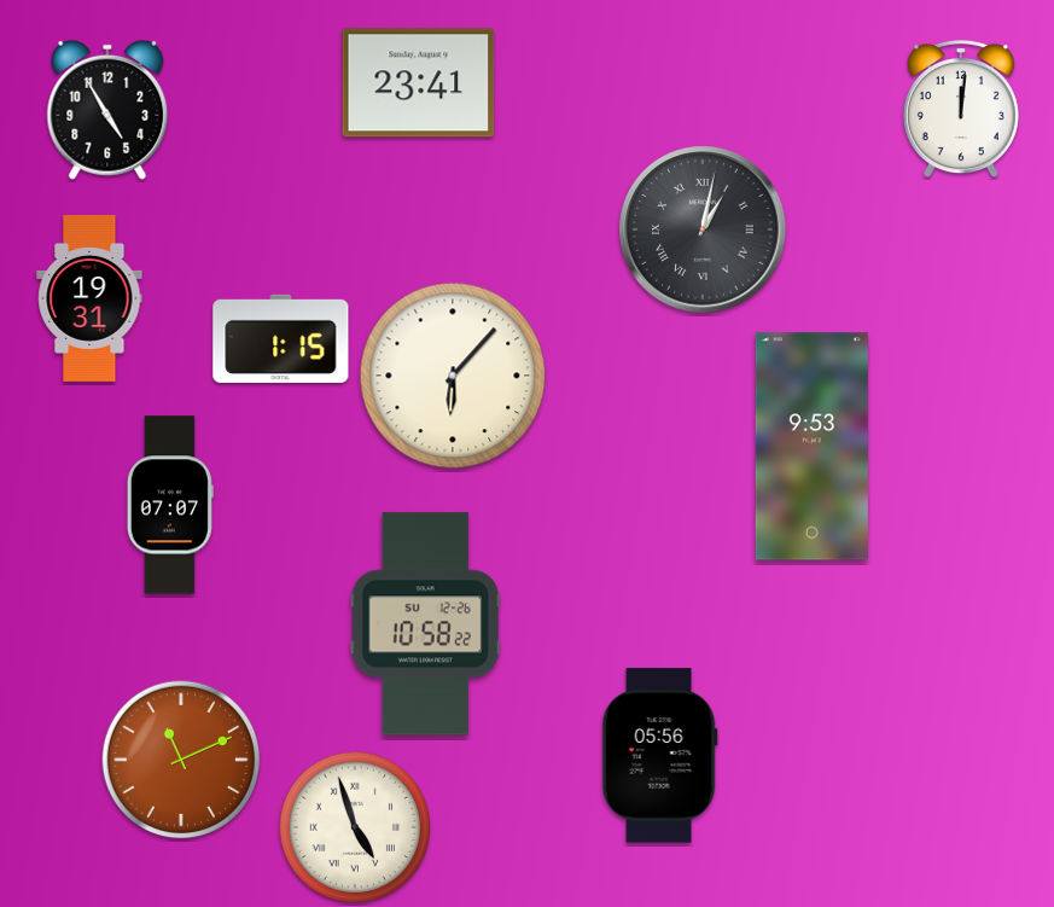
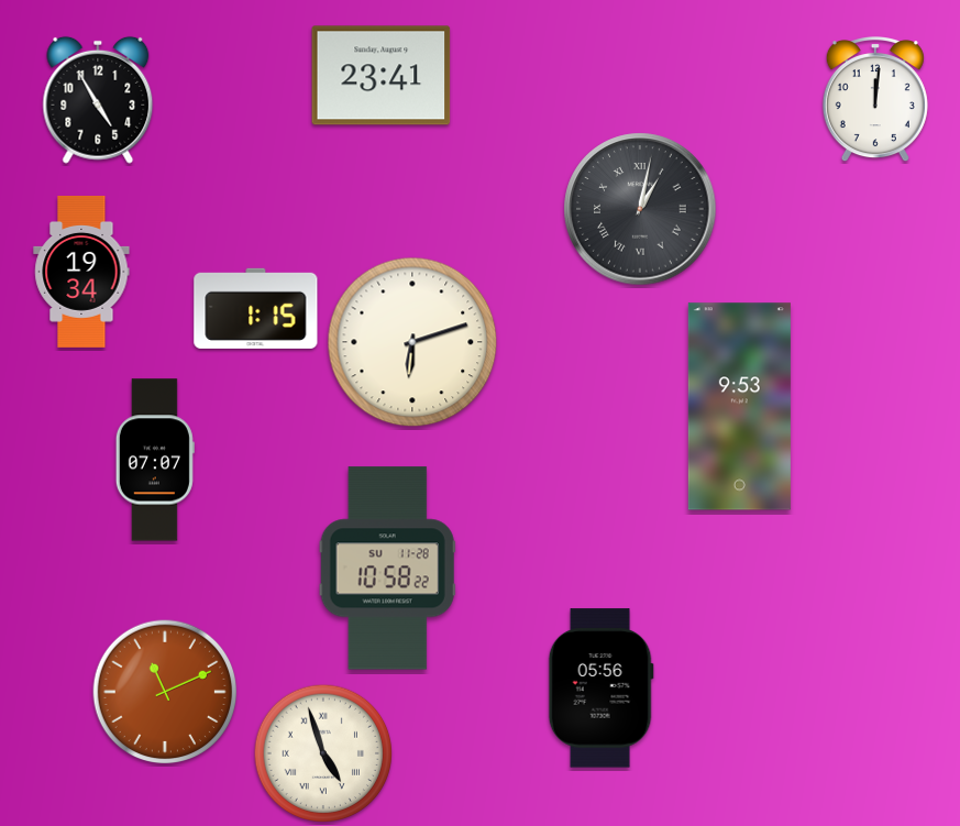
clock at (89, 298): 19:31 -> 19:34
clock at (453, 376): 6:07 -> 6:12
clock at (425, 624) date: SU 12-26 -> SU 11-28
